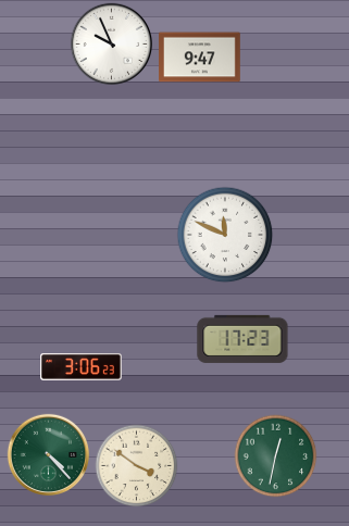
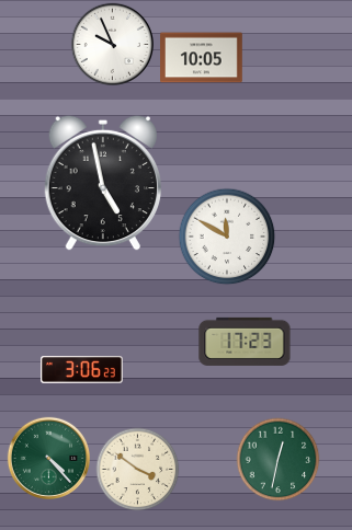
clock at (200, 58): 9:47 -> 10:05
clock at (102, 183): none -> 4:58
clock at (225, 235): 11:49 -> 11:50
